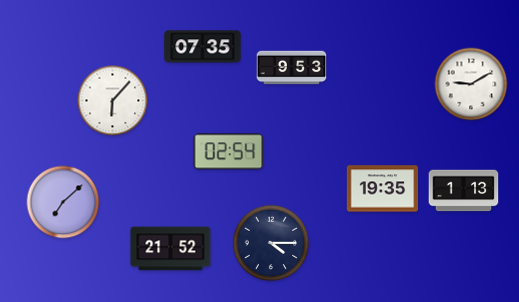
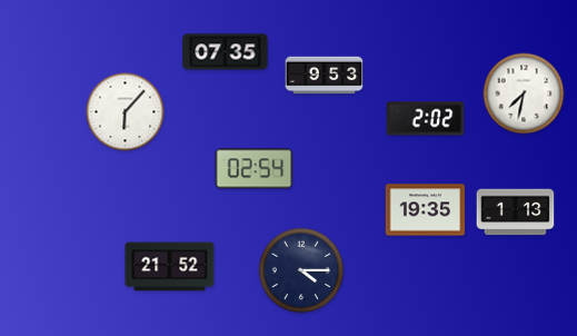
clock at (471, 84): 9:10 -> 7:32
clock at (426, 119): none -> 2:02
clock at (63, 202): 7:08 -> none
clock at (171, 249) position: (171, 249) -> (170, 267)
